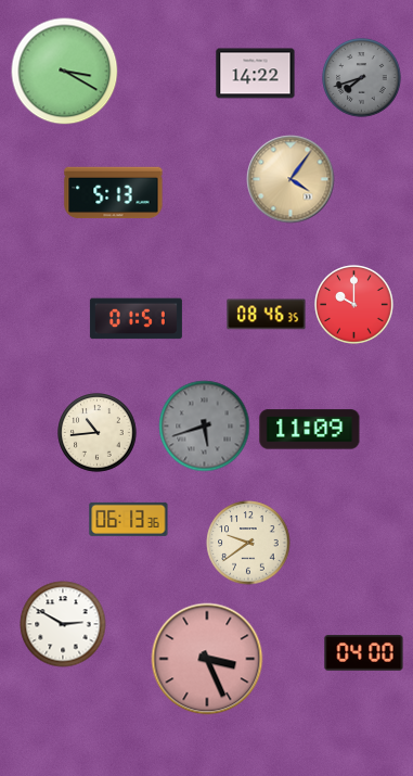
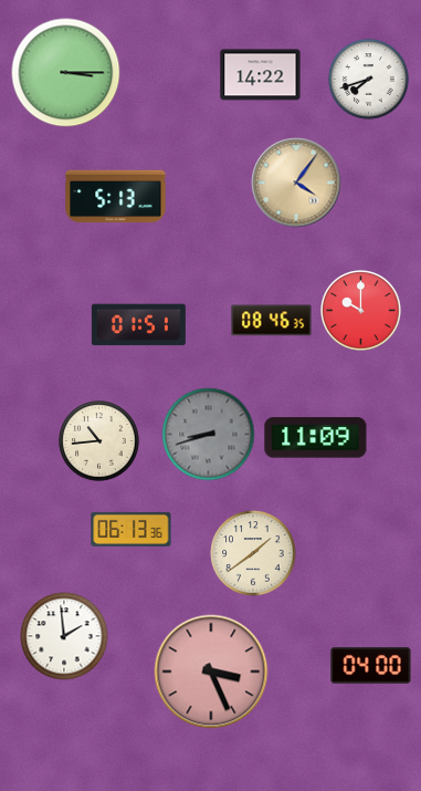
clock at (65, 72): 3:20 -> 3:15
clock at (362, 78) dial: grey -> white
clock at (205, 427): 5:42 -> 8:42
clock at (248, 543): 9:39 -> 1:39
clock at (63, 624): 2:50 -> 1:59
